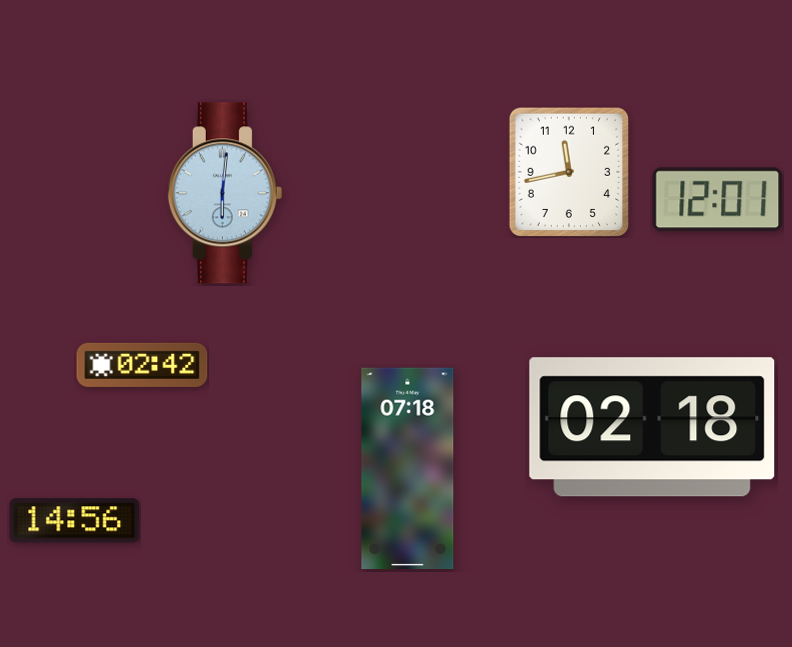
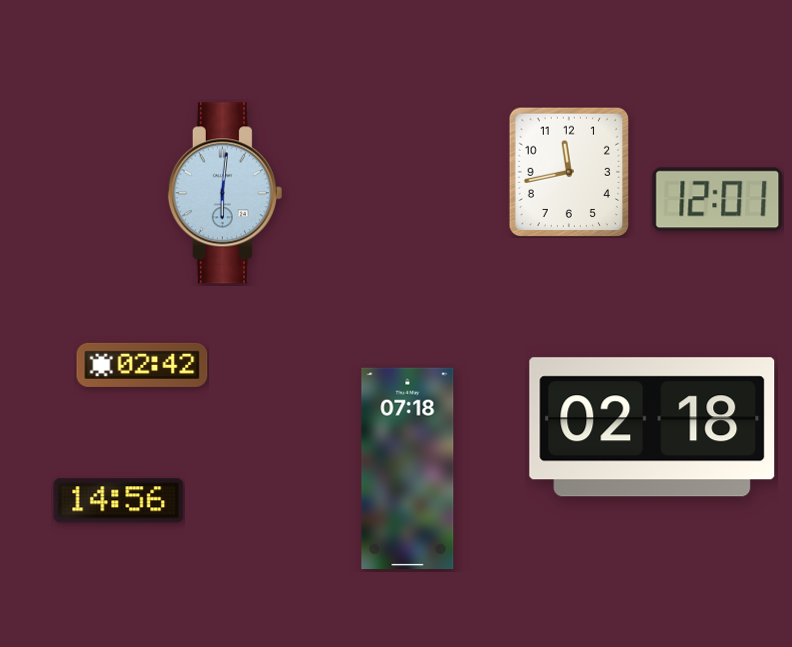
clock at (75, 521) position: (75, 521) -> (119, 501)
